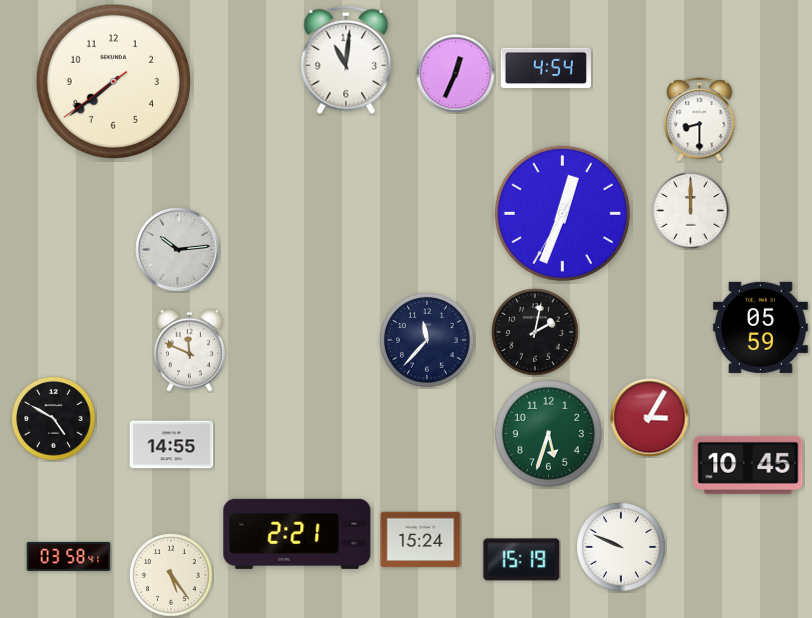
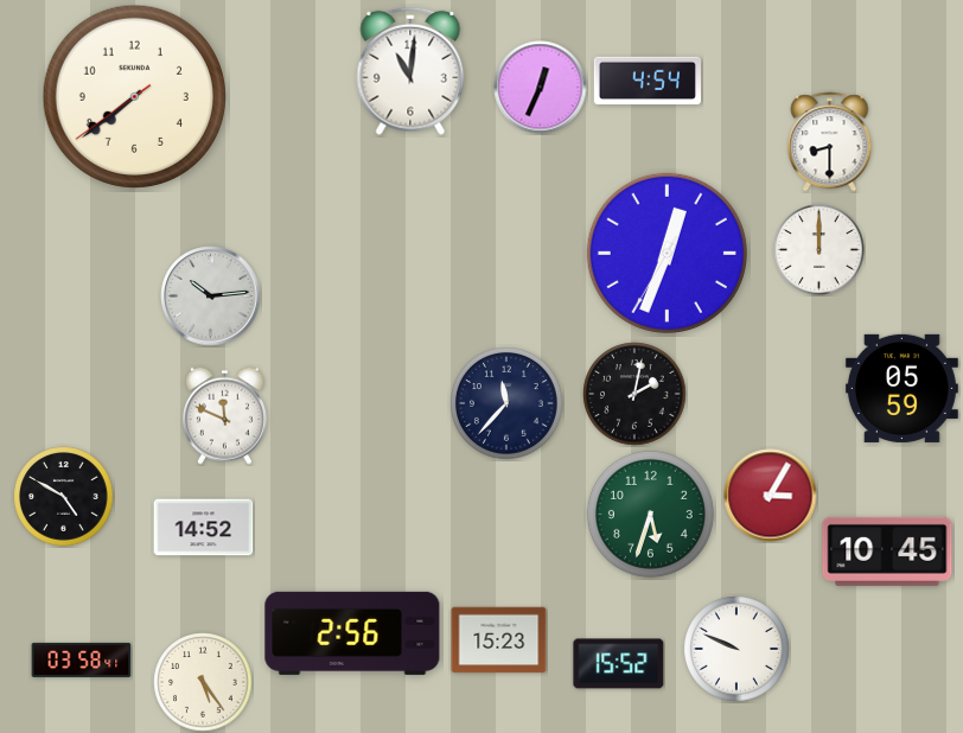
clock at (172, 445): 14:55 -> 14:52
clock at (297, 534): 2:21 -> 2:56
clock at (421, 540): 15:24 -> 15:23
clock at (522, 560): 15:19 -> 15:52
